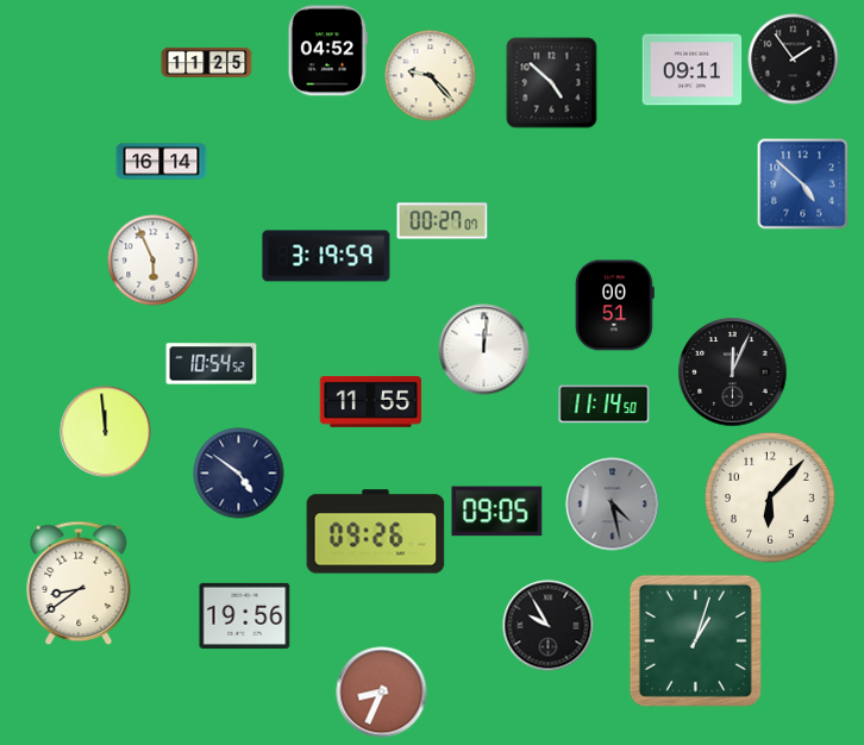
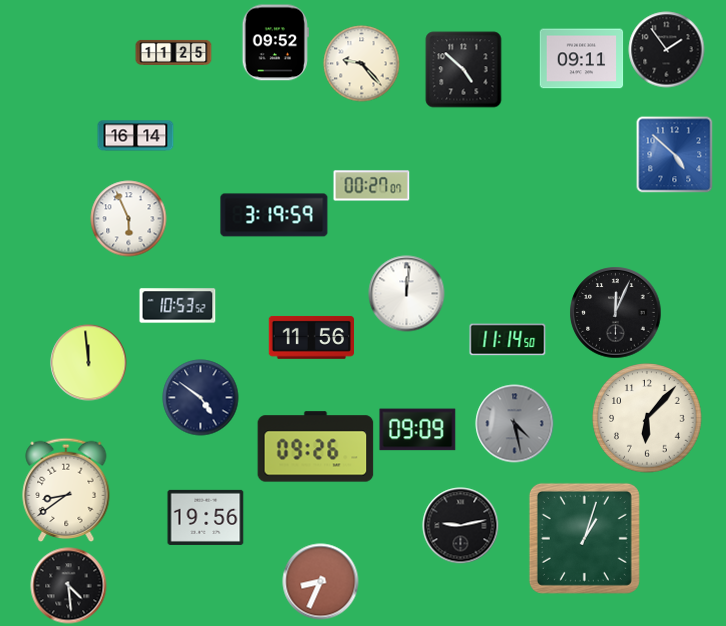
clock at (327, 51): 04:52 -> 09:52
clock at (614, 306): 00:51 -> none
clock at (212, 364): 10:54 -> 10:53
clock at (370, 401): 11:55 -> 11:56
clock at (497, 512): 09:05 -> 09:09
clock at (549, 626): 9:55 -> 9:13
clock at (69, 586): none -> 4:29
